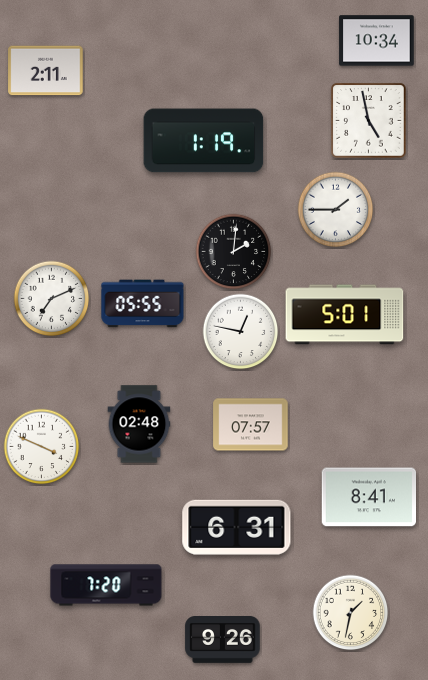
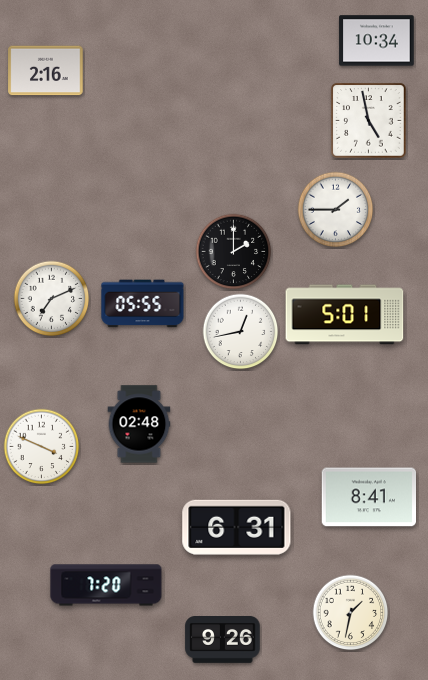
clock at (46, 71): 2:11 -> 2:16
clock at (204, 141): 1:19 -> none
clock at (234, 252): 2:01 -> 2:00
clock at (241, 332): 12:47 -> 12:43
clock at (251, 425): 07:57 -> none
